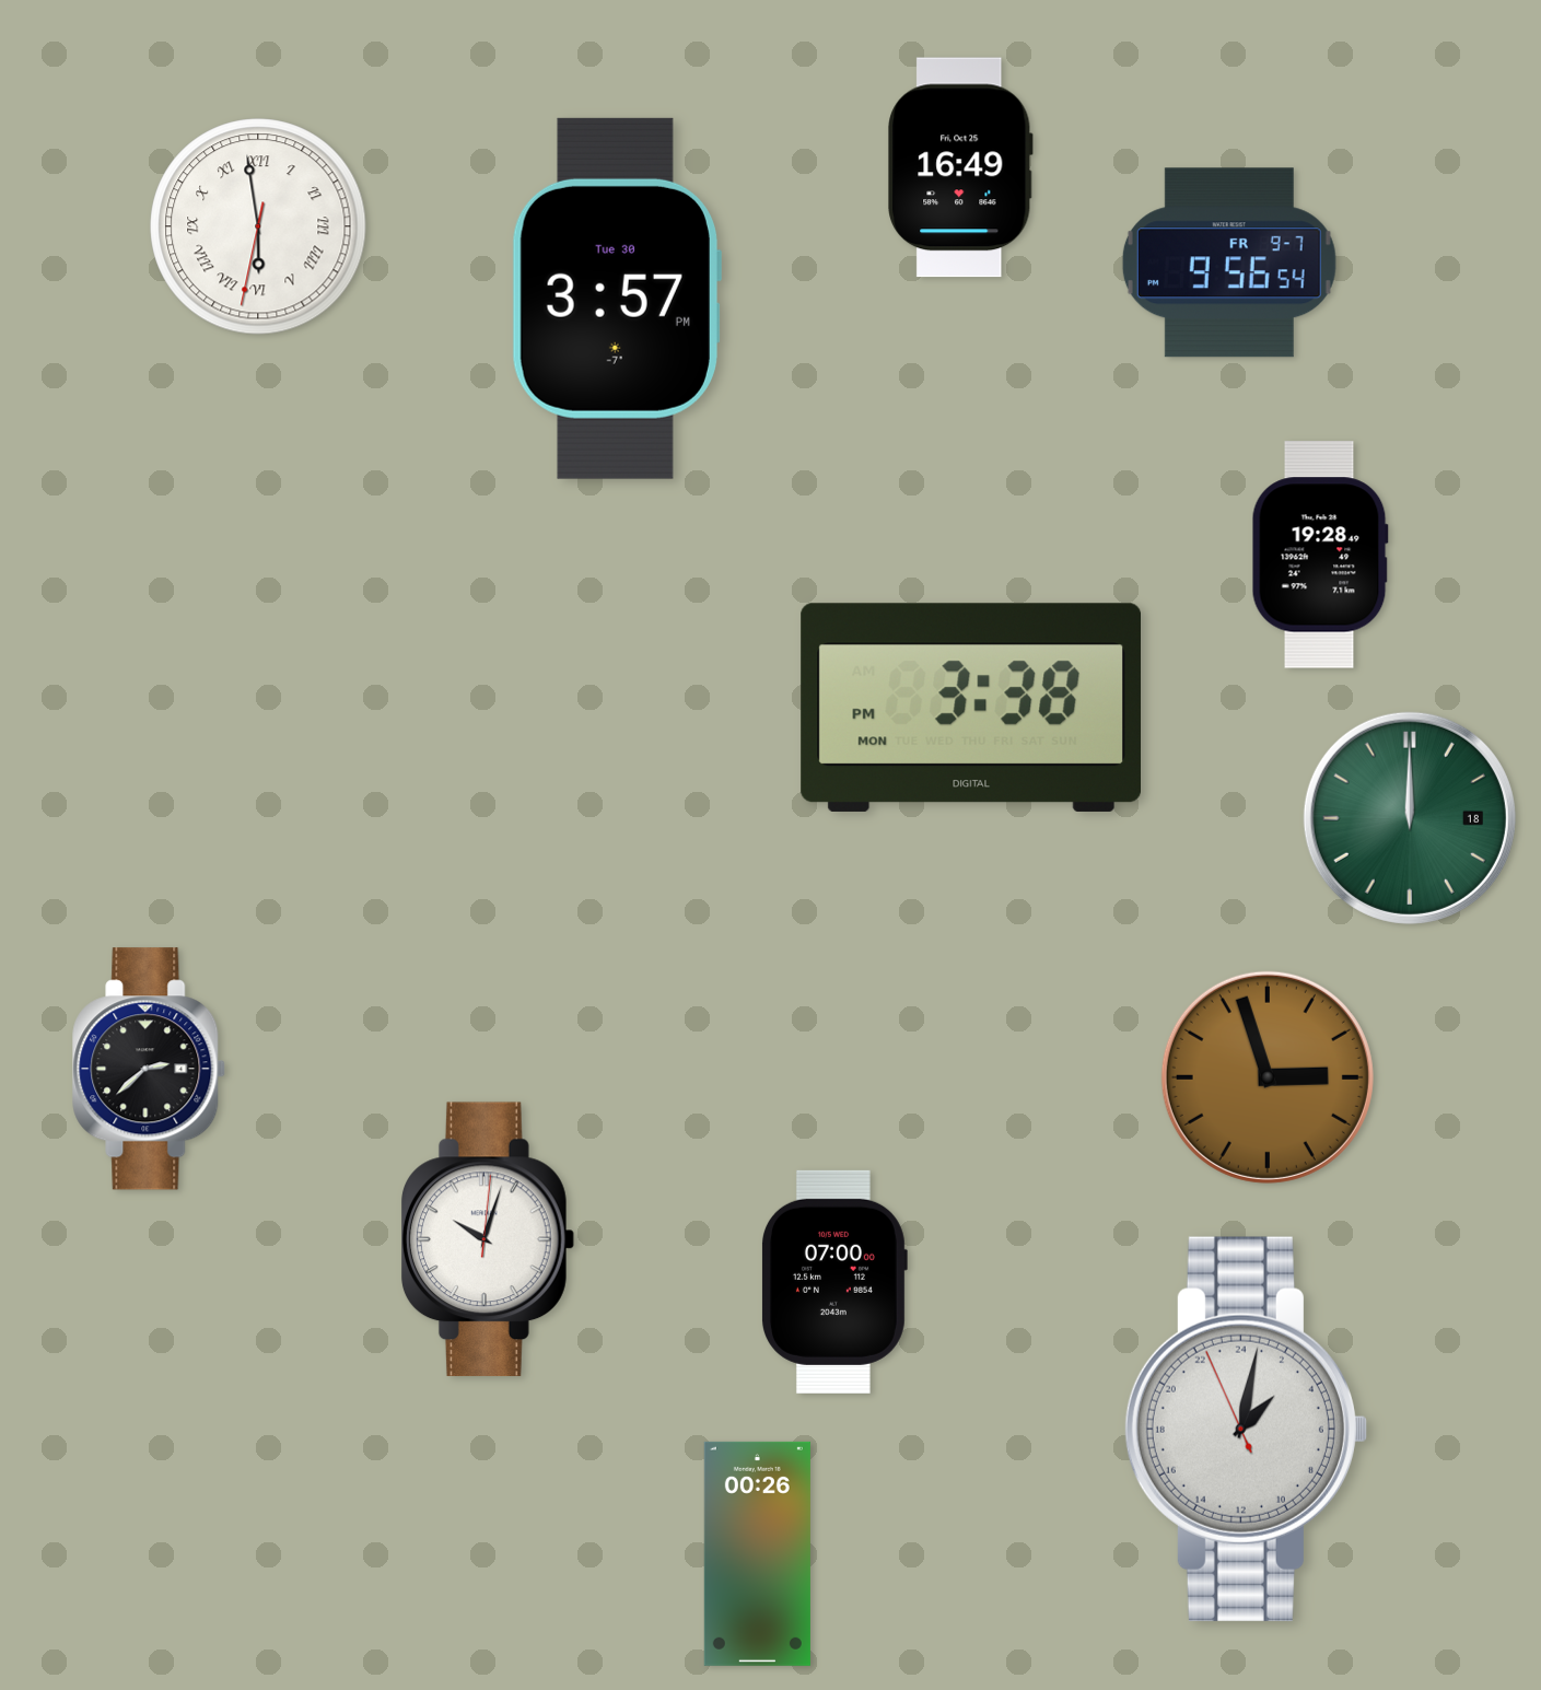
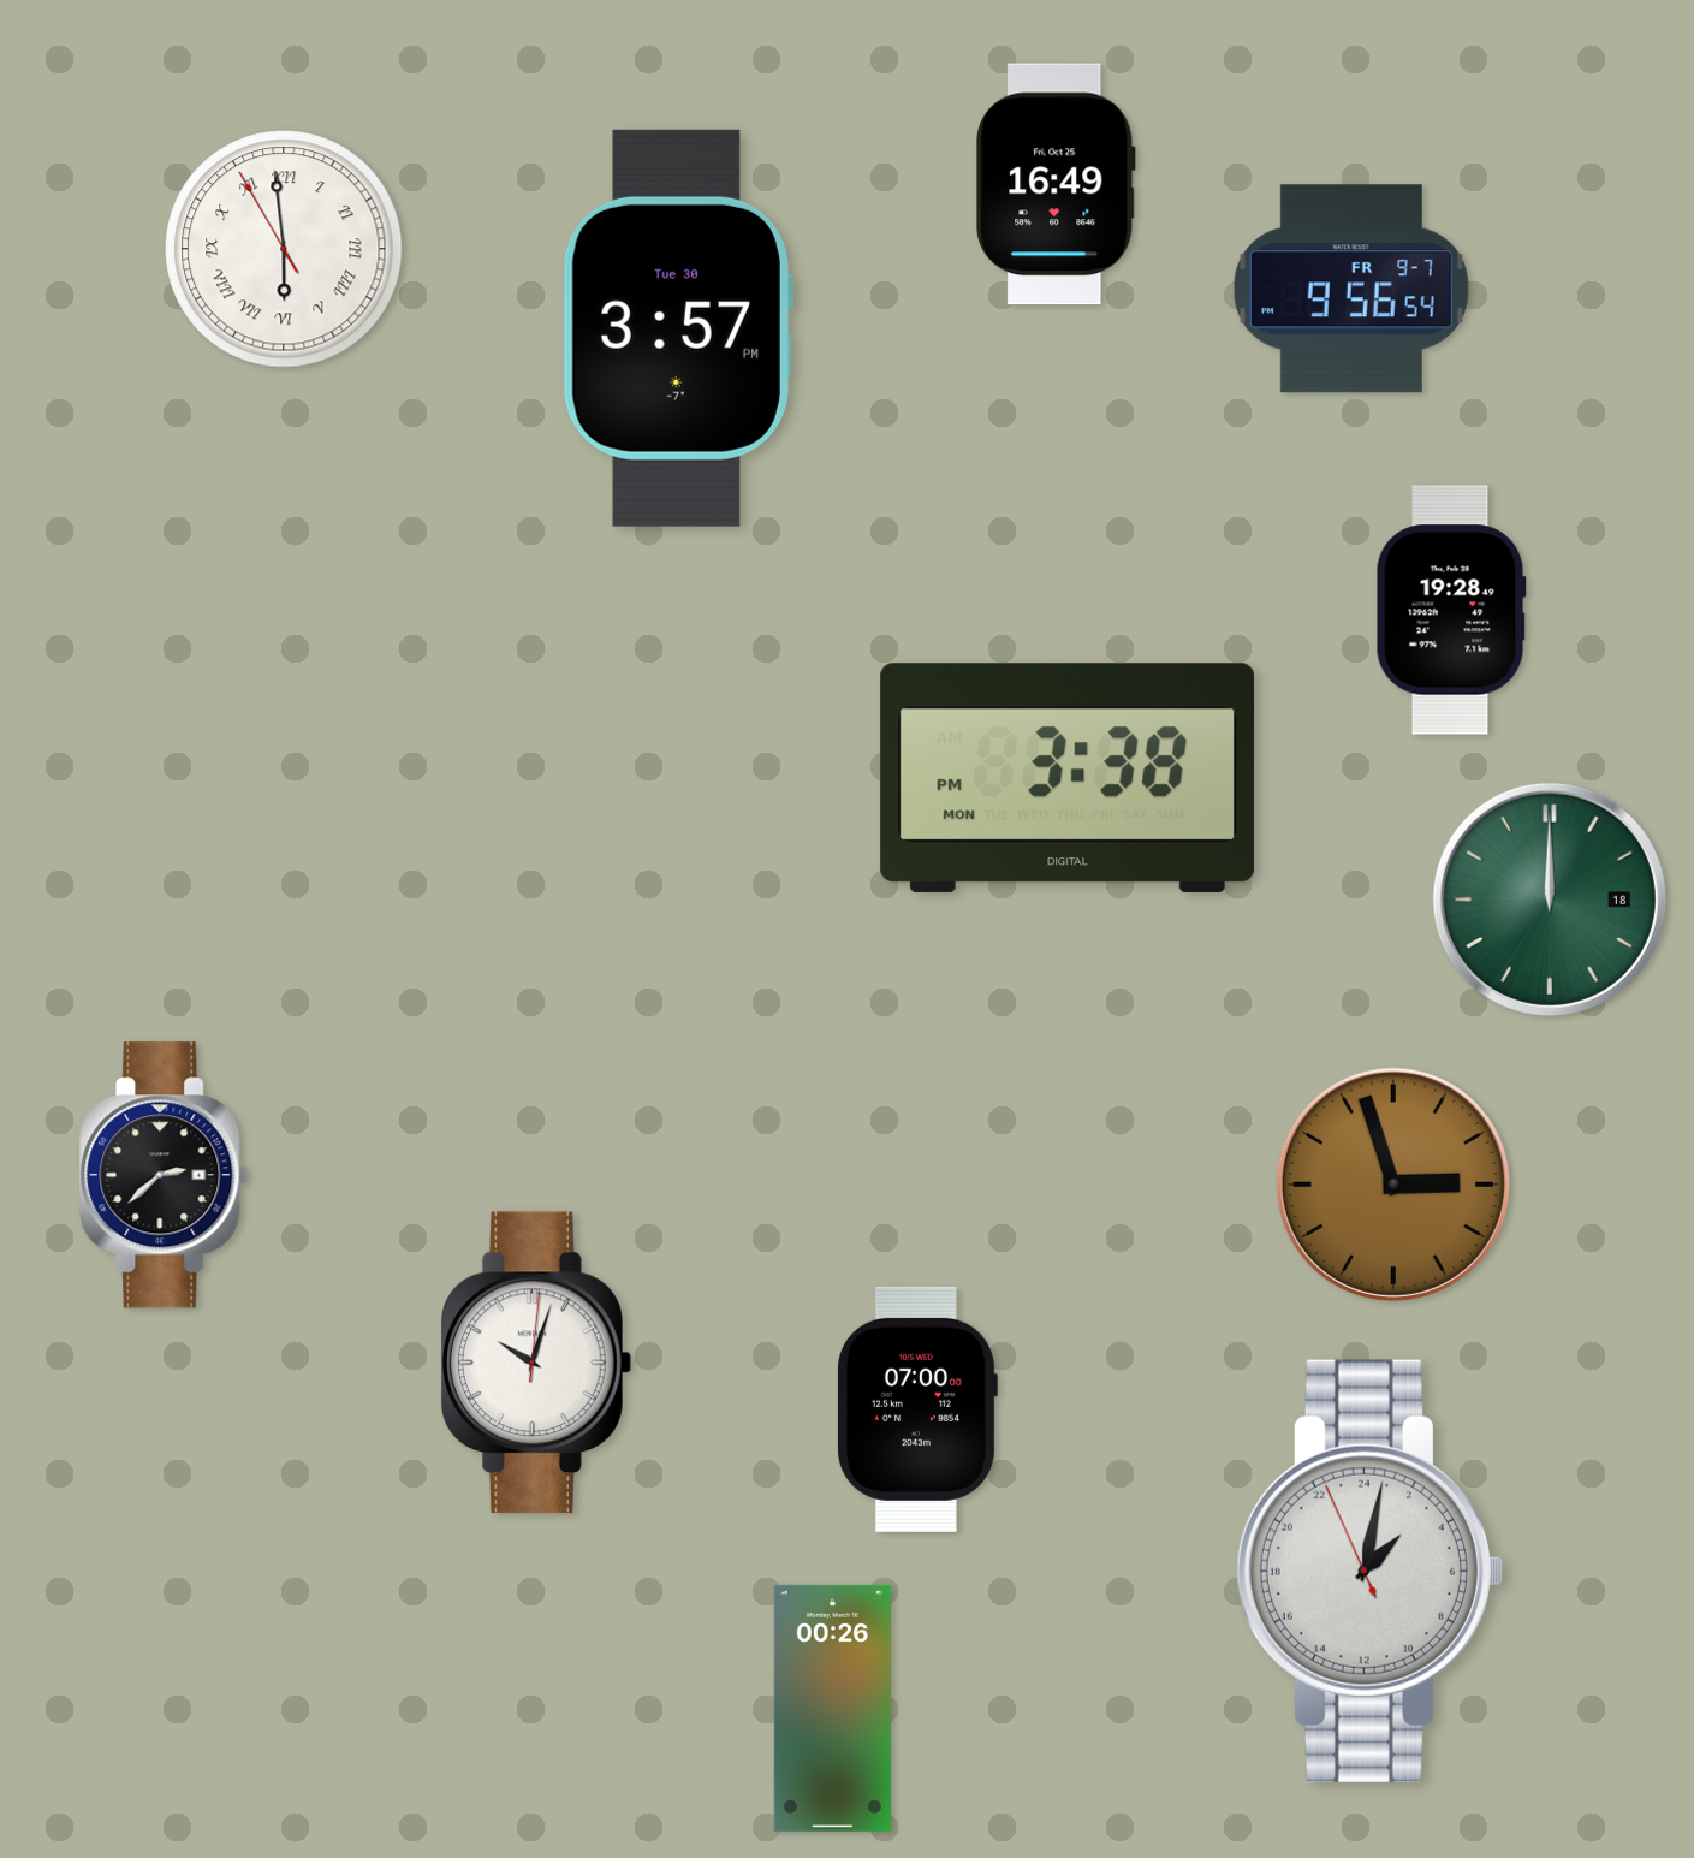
clock at (258, 226): 5:58:32 -> 5:58:55
